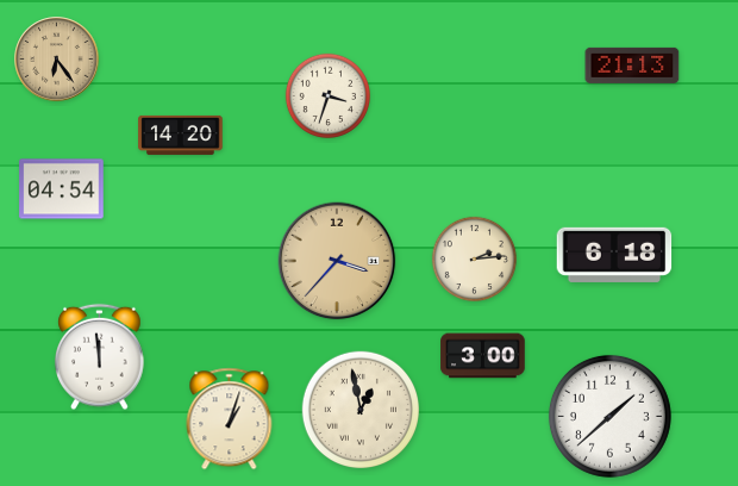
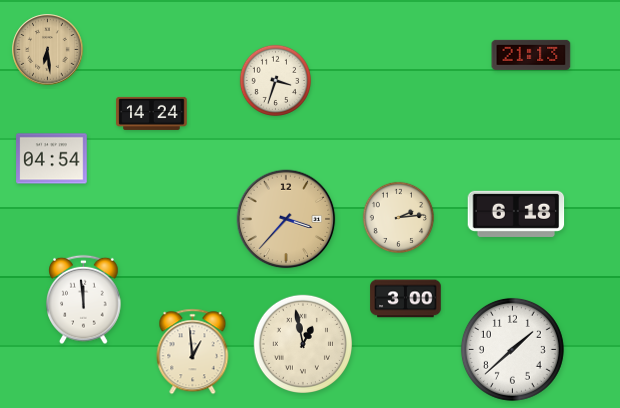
clock at (57, 60): 6:24 -> 6:29
clock at (181, 135): 14:20 -> 14:24
clock at (337, 261) position: (337, 261) -> (286, 219)
clock at (230, 419): 1:03 -> 12:59
